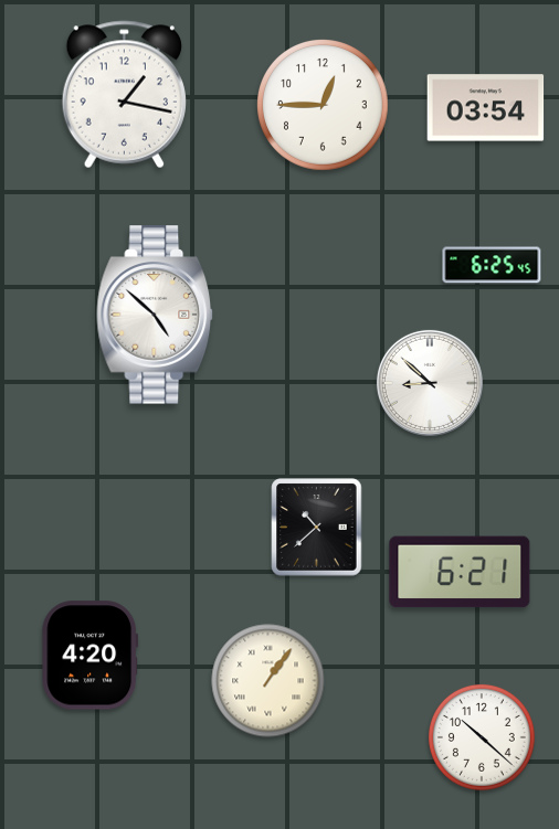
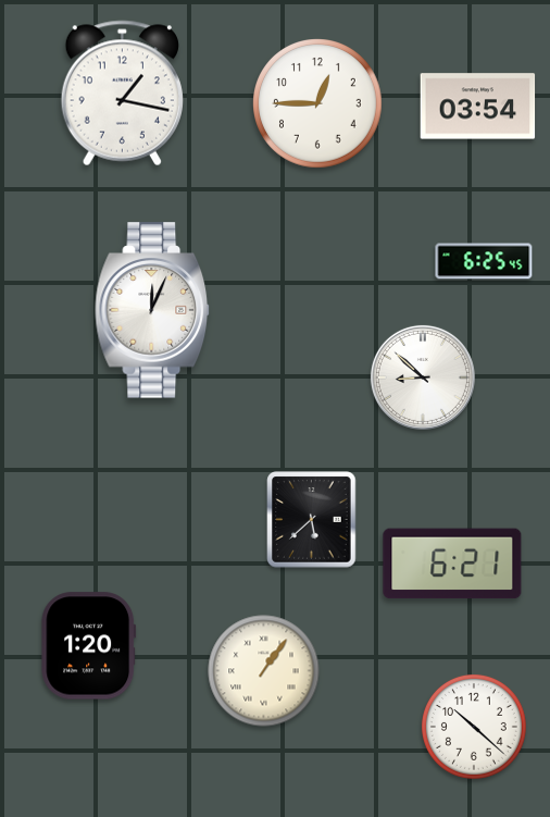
clock at (156, 315): 4:52 -> 12:04
clock at (317, 528): 10:38 -> 5:38
clock at (91, 656): 4:20 -> 1:20
